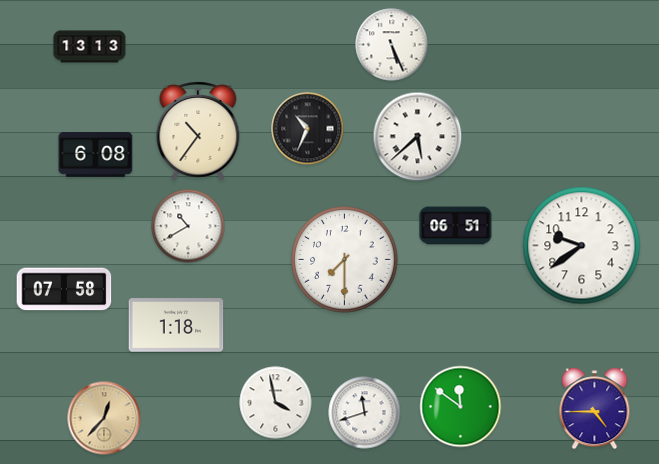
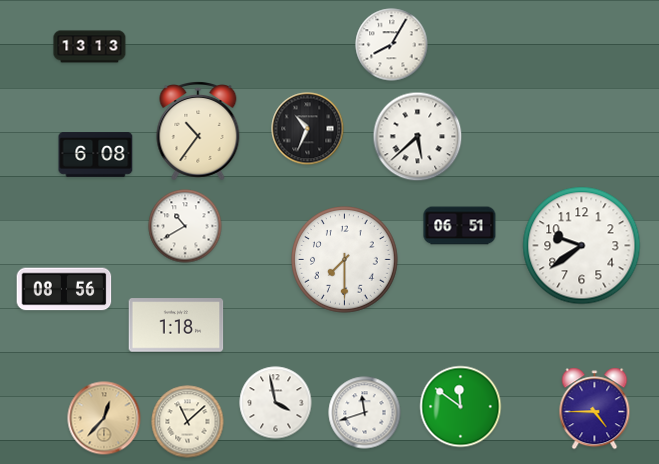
clock at (392, 45): 5:26 -> 8:05
clock at (188, 226) position: (188, 226) -> (185, 226)
clock at (456, 226) position: (456, 226) -> (460, 226)
clock at (64, 289): 07:58 -> 08:56
clock at (188, 422): none -> 11:08
